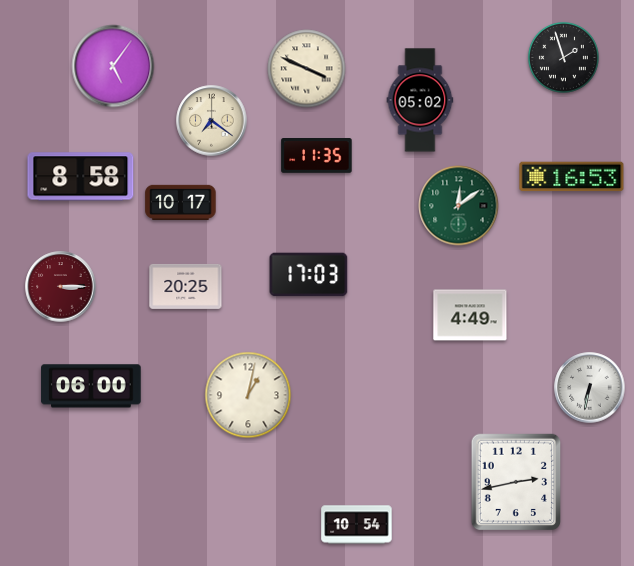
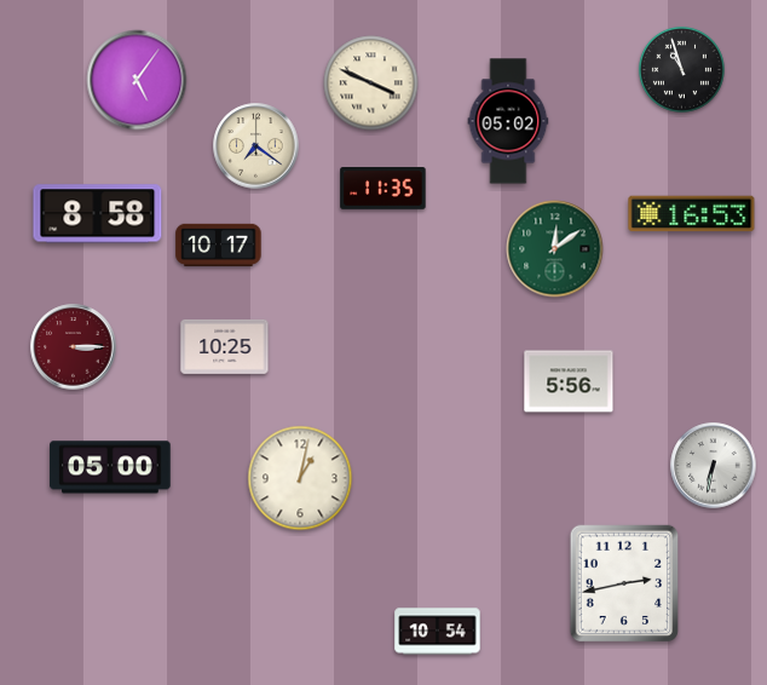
clock at (563, 57): 1:57 -> 10:57
clock at (309, 275): 17:03 -> none
clock at (186, 286): 20:25 -> 10:25
clock at (470, 315): 4:49 -> 5:56
clock at (91, 386): 06:00 -> 05:00
clock at (590, 388) position: (590, 388) -> (714, 466)
clock at (357, 525) position: (357, 525) -> (438, 632)
